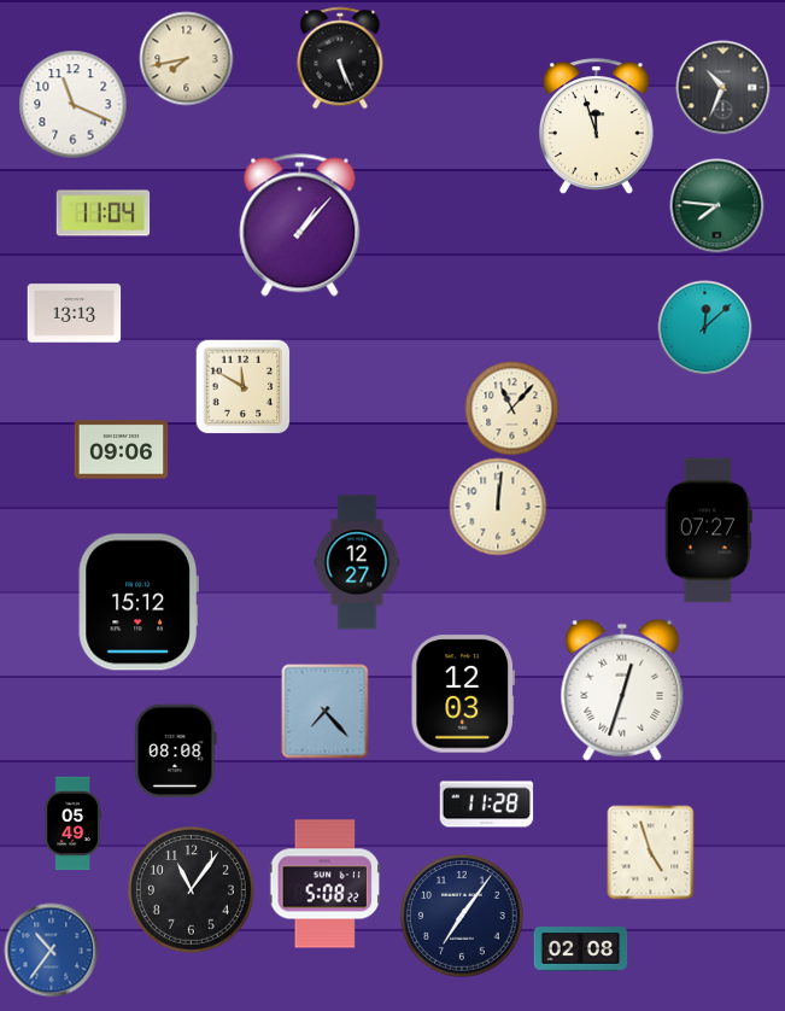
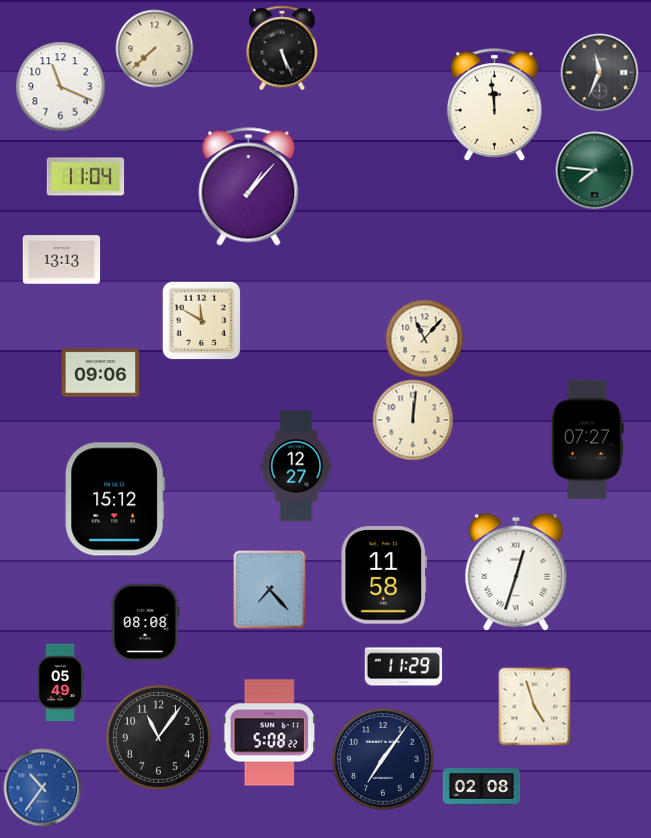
clock at (186, 58): 7:43 -> 7:38
clock at (722, 87): 10:34 -> 11:34
clock at (596, 127): 11:57 -> 11:59
clock at (704, 327): 12:08 -> none
clock at (463, 694): 12:03 -> 11:58
clock at (486, 805): 11:28 -> 11:29
clock at (651, 852) position: (651, 852) -> (535, 706)
